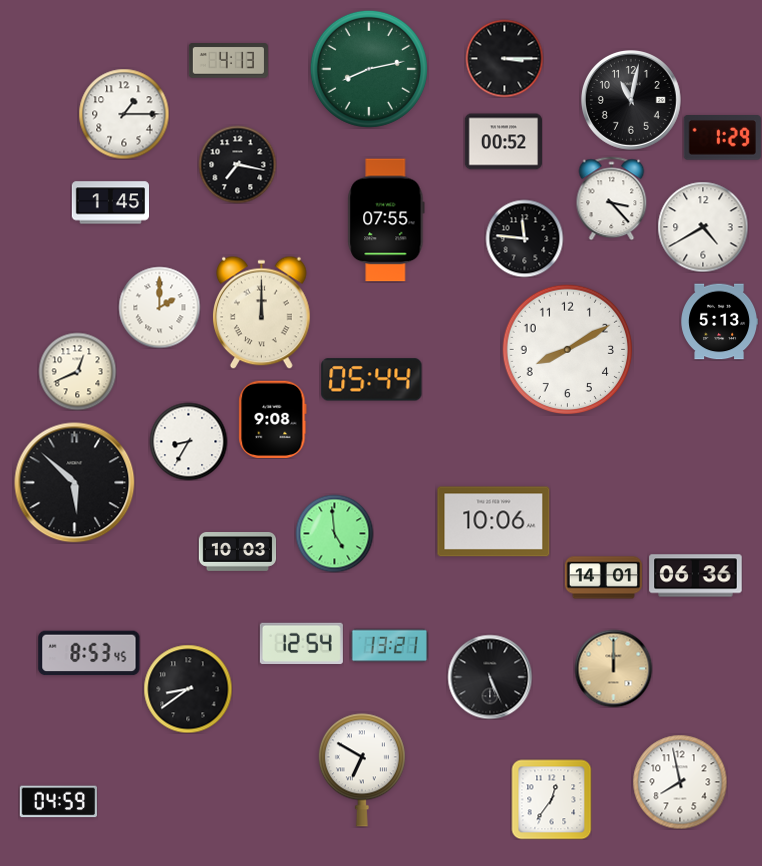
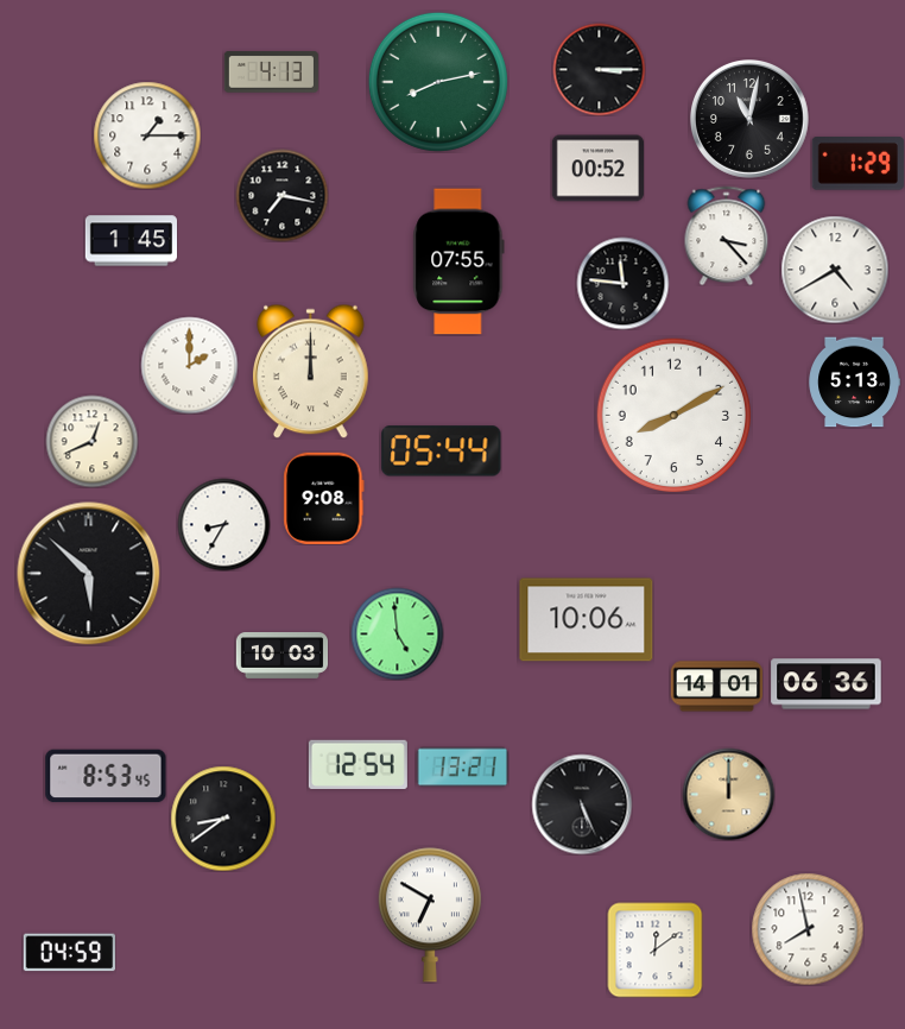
clock at (551, 799): 12:36 -> 12:09
